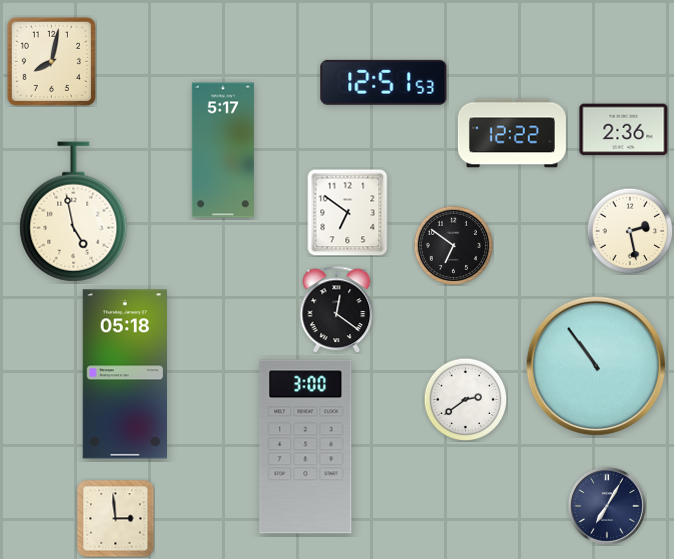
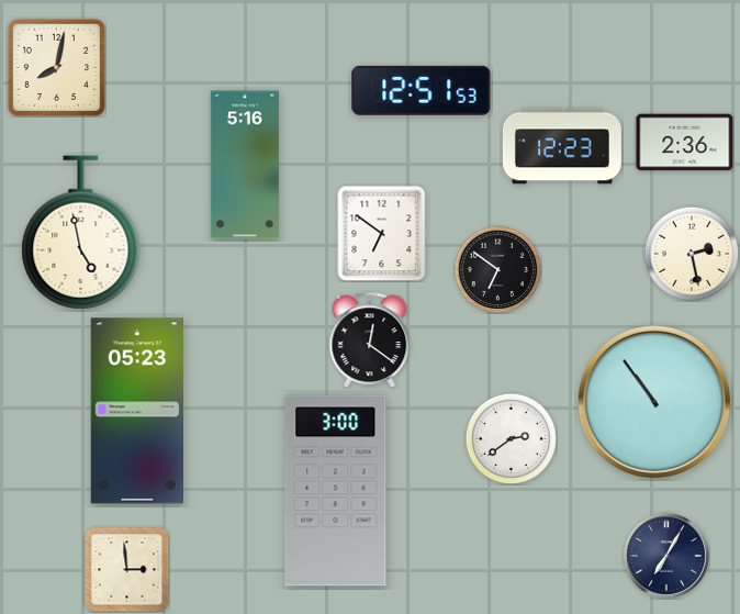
clock at (512, 133): 12:22 -> 12:23
clock at (223, 150): 5:17 -> 5:16
clock at (124, 374): 05:18 -> 05:23
